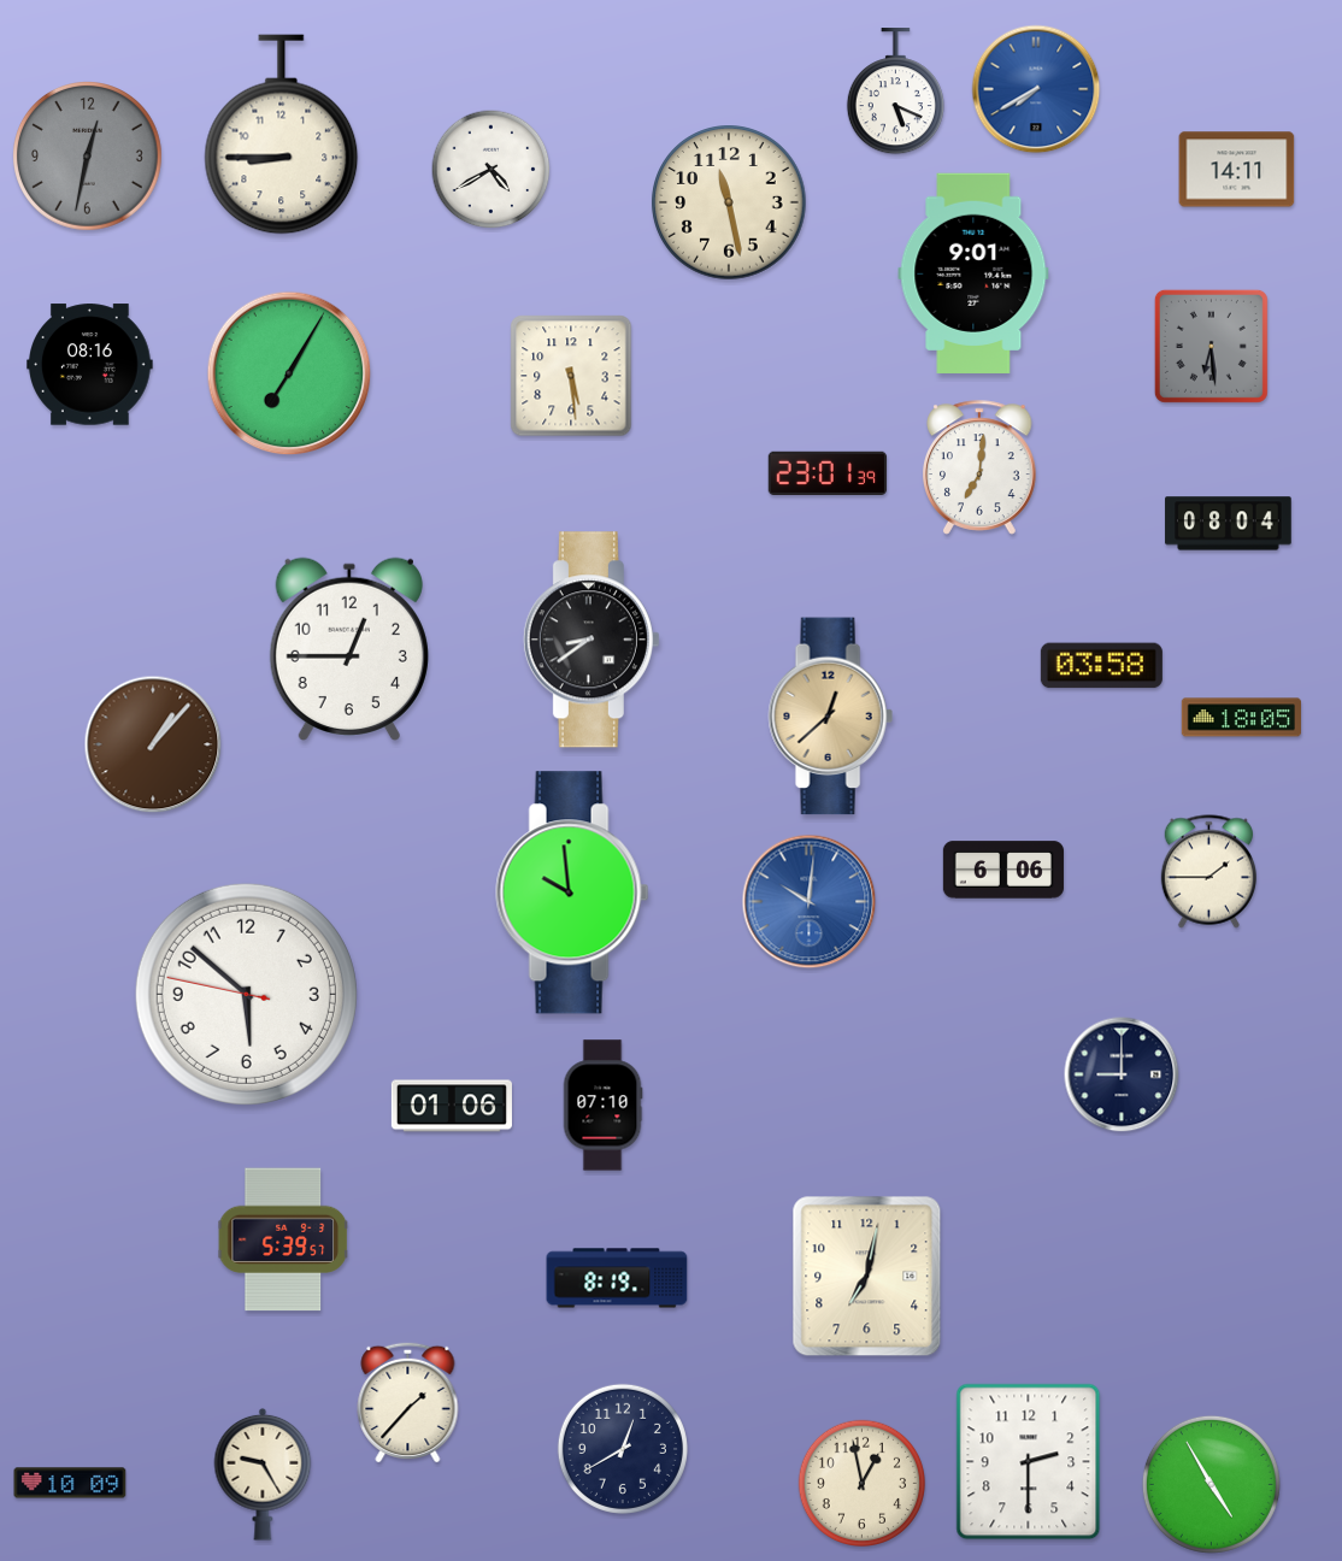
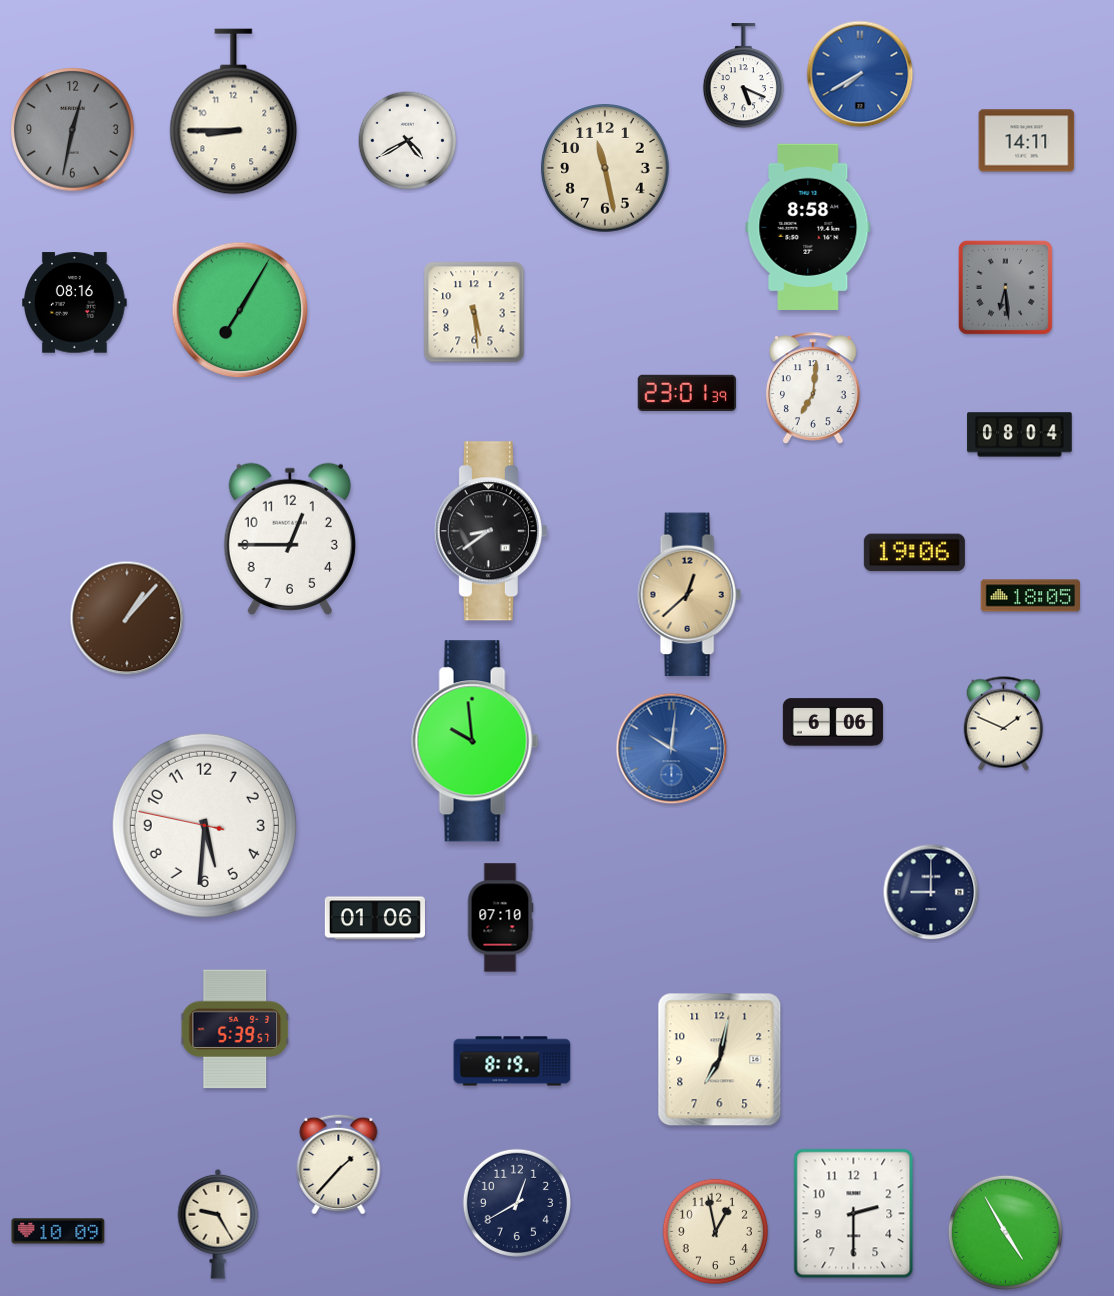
clock at (973, 273): 9:01 -> 8:58
clock at (1101, 666): 03:58 -> 19:06
clock at (1208, 872): 1:45 -> 1:49
clock at (246, 994): 5:51 -> 5:30
